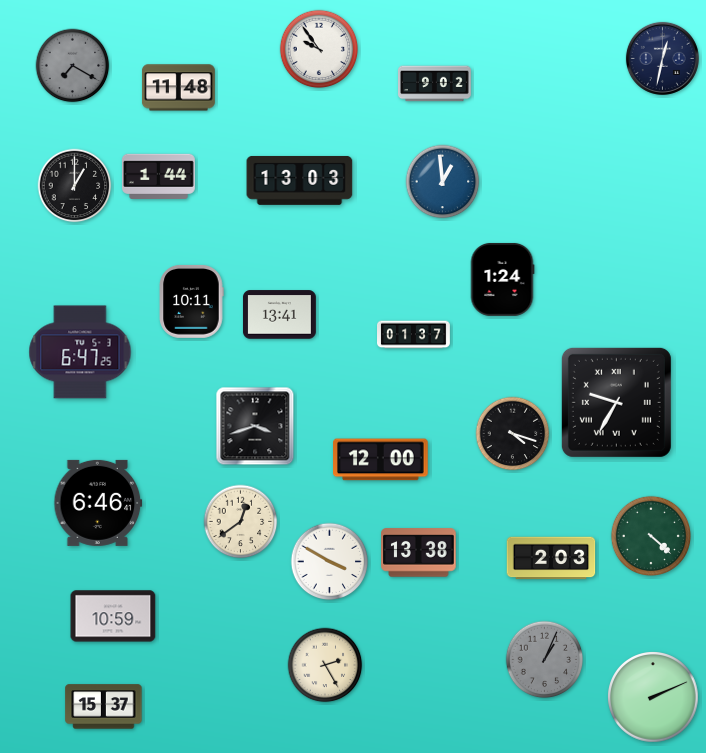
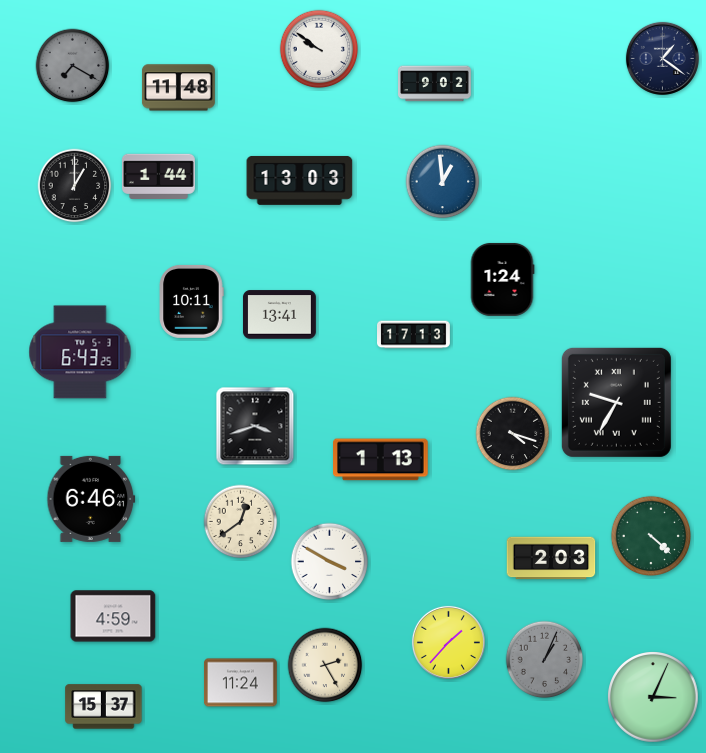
clock at (319, 49): 9:54 -> 9:51
clock at (662, 58): 12:32 -> 1:21
clock at (414, 335): 01:37 -> 17:13
clock at (80, 352): 6:47 -> 6:43
clock at (381, 460): 12:00 -> 1:13
clock at (98, 503) position: (98, 503) -> (91, 499)
clock at (419, 553): 13:38 -> none
clock at (113, 616): 10:59 -> 4:59
clock at (448, 642): none -> 1:37
clock at (241, 683): none -> 11:24
clock at (654, 698): 2:11 -> 3:04
